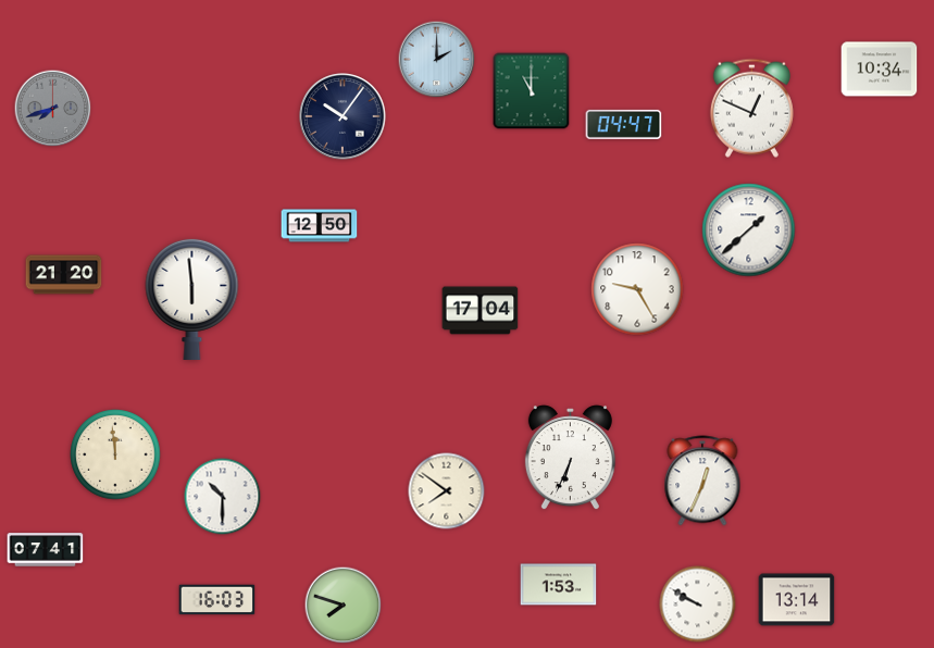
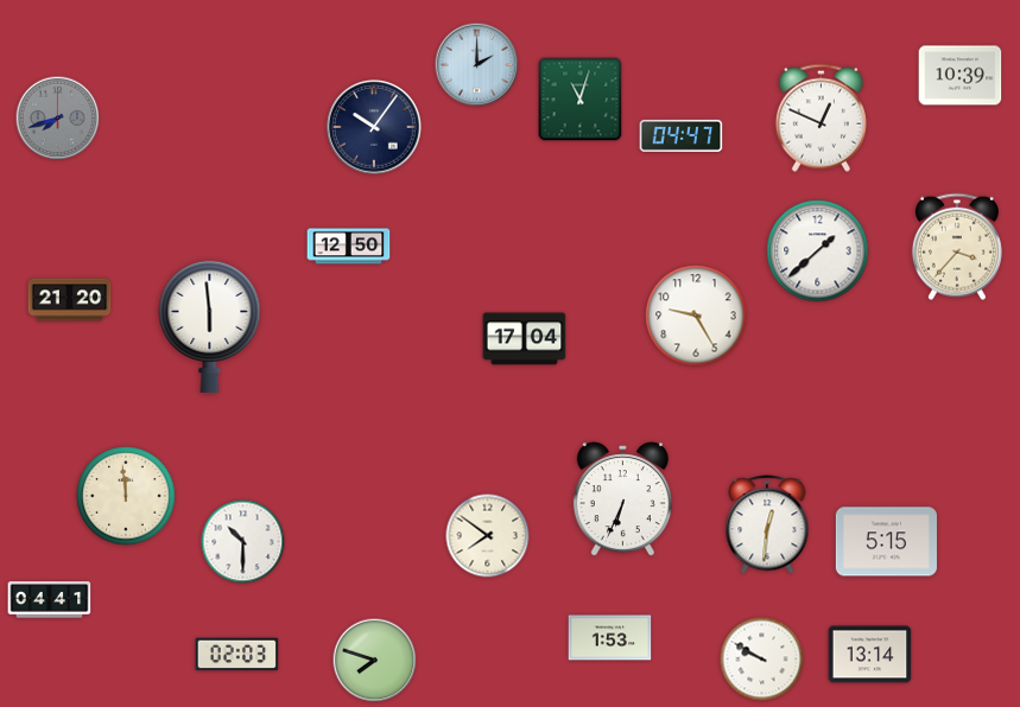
clock at (880, 70): 10:34 -> 10:39
clock at (532, 91): 11:00 -> 11:03
clock at (957, 247): none -> 3:37
clock at (702, 481): 12:34 -> 12:31
clock at (886, 542): none -> 5:15
clock at (46, 550): 07:41 -> 04:41
clock at (217, 600): 16:03 -> 02:03
